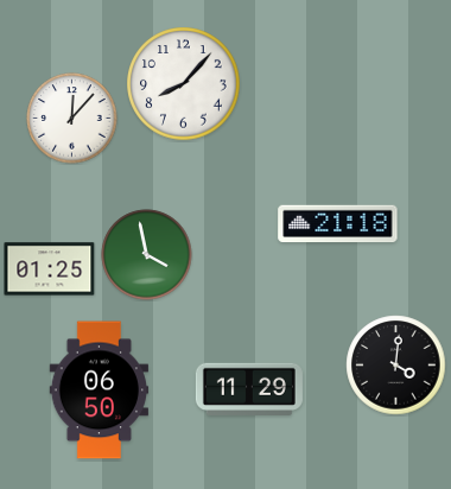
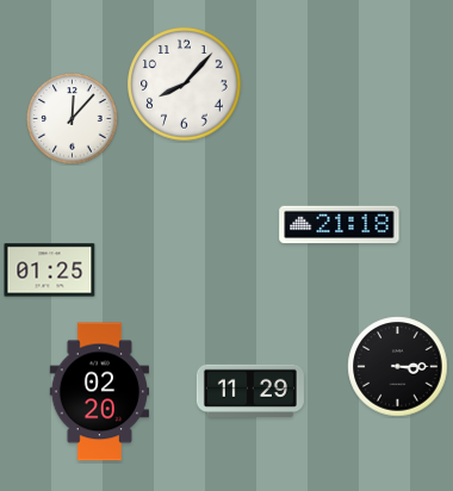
clock at (147, 255): 3:58 -> none
clock at (396, 366): 4:01 -> 3:15
clock at (100, 390): 06:50 -> 02:20
